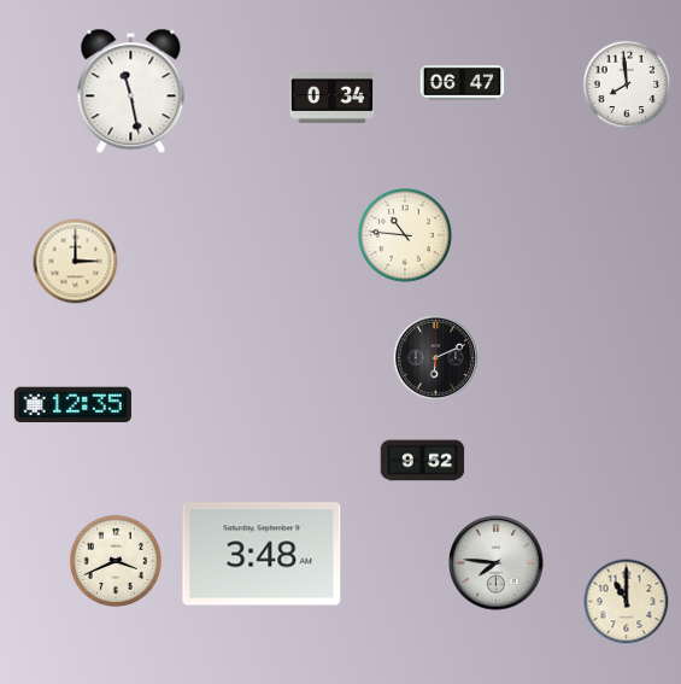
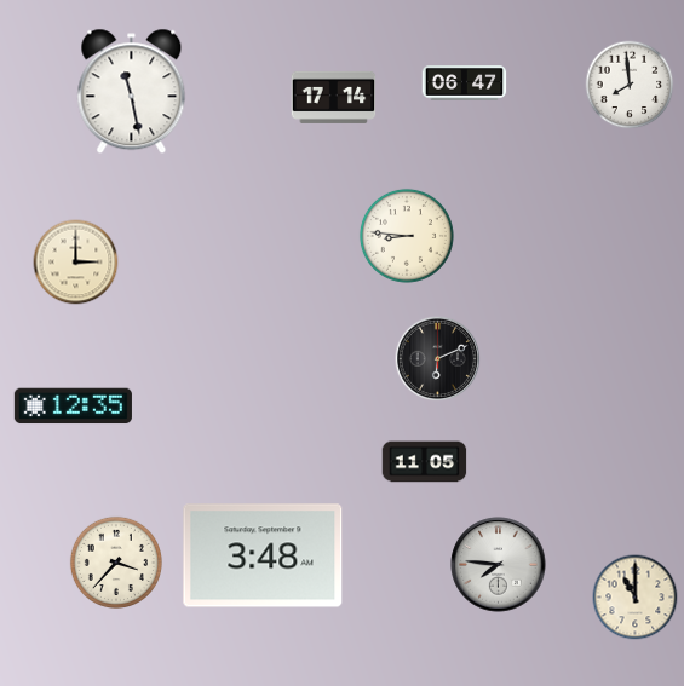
clock at (333, 97): 0:34 -> 17:14
clock at (405, 235): 10:46 -> 8:46
clock at (423, 461): 9:52 -> 11:05
clock at (116, 561): 3:41 -> 3:37
clock at (627, 602) position: (627, 602) -> (636, 598)
